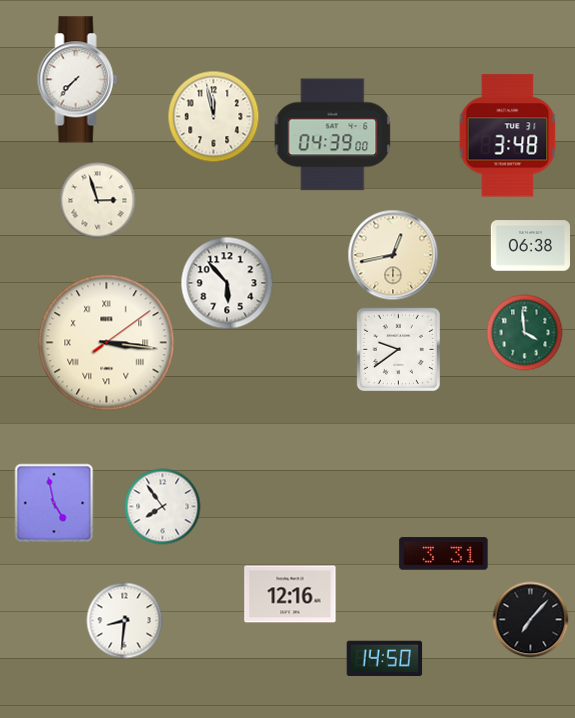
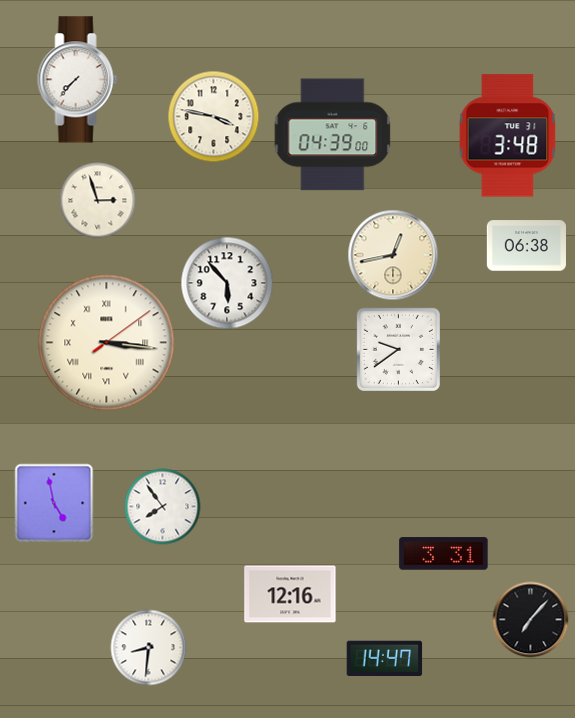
clock at (214, 117): 11:58 -> 3:47
clock at (530, 246) position: (530, 246) -> (526, 246)
clock at (525, 333): 3:59 -> none
clock at (125, 621) position: (125, 621) -> (149, 648)
clock at (385, 658): 14:50 -> 14:47
